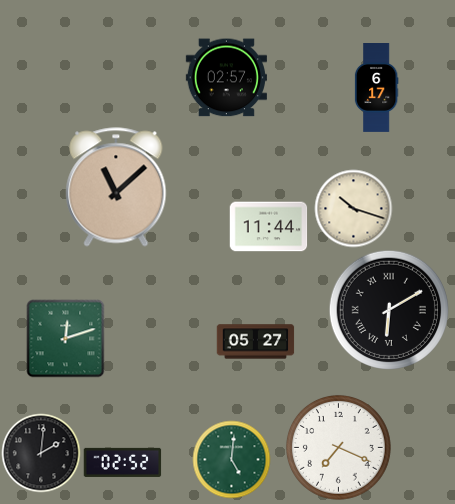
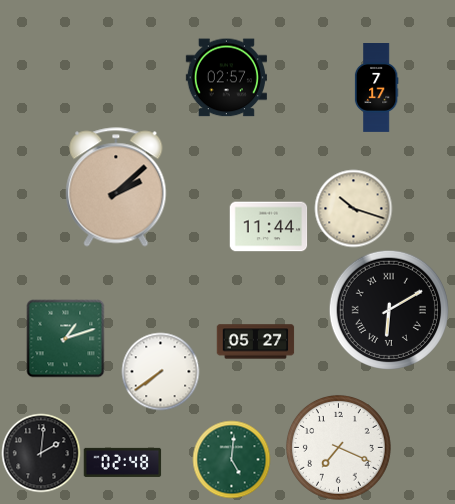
clock at (376, 88): 6:17 -> 7:17
clock at (116, 187): 11:08 -> 2:08
clock at (65, 338): 12:12 -> 1:12
clock at (160, 371): none -> 7:39
clock at (122, 462): 02:52 -> 02:48
